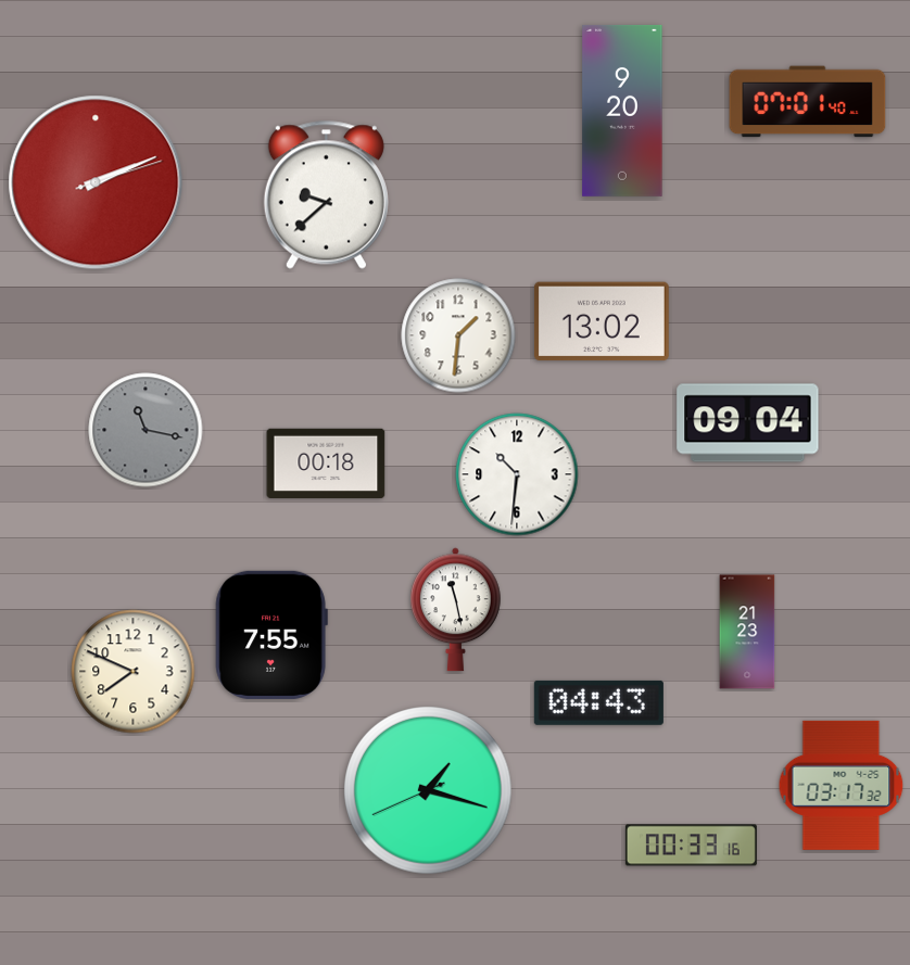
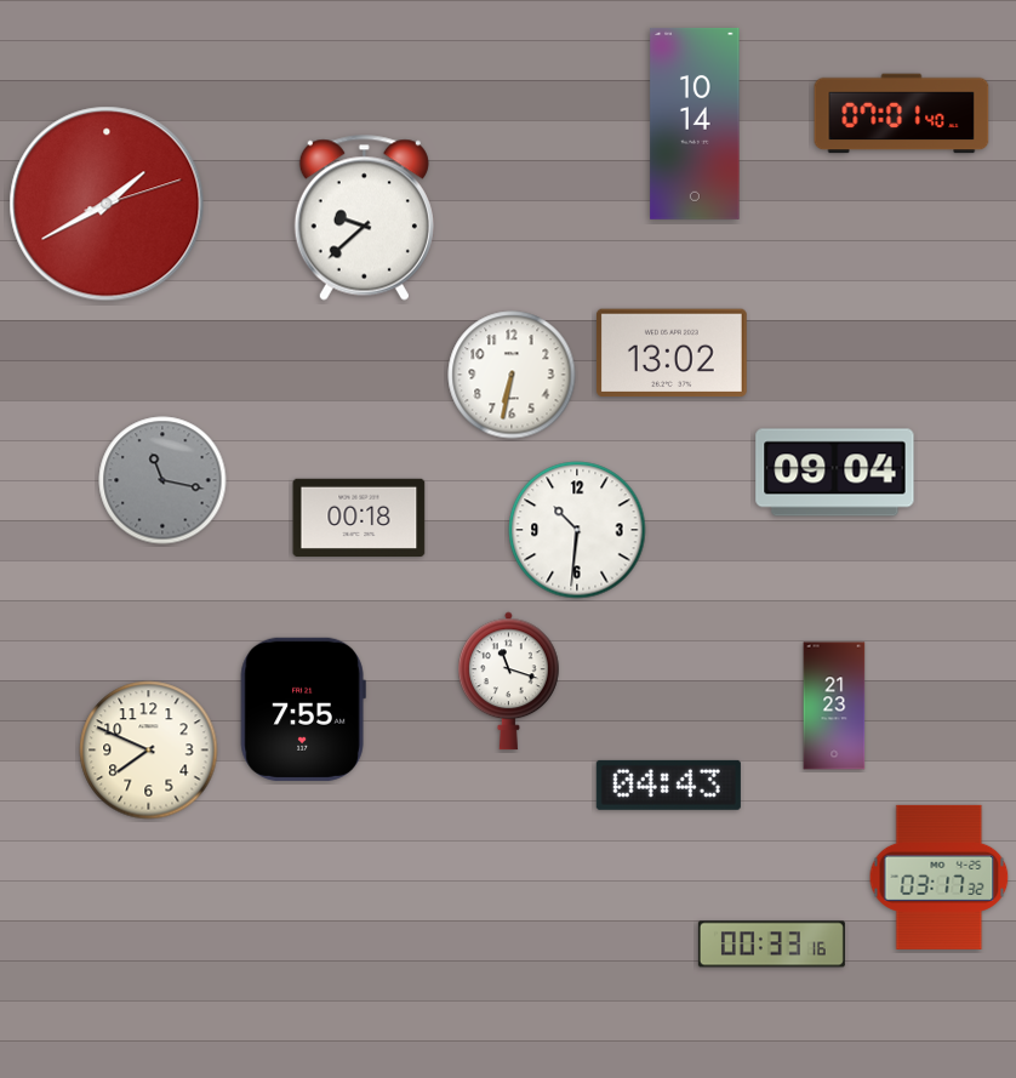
clock at (622, 111): 9:20 -> 10:14
clock at (96, 182): 2:11 -> 1:40
clock at (602, 321) position: (602, 321) -> (672, 353)
clock at (458, 335): 1:31 -> 6:32
clock at (326, 462) position: (326, 462) -> (359, 517)
clock at (456, 610): 11:28 -> 11:18
clock at (428, 790): 1:17 -> none
